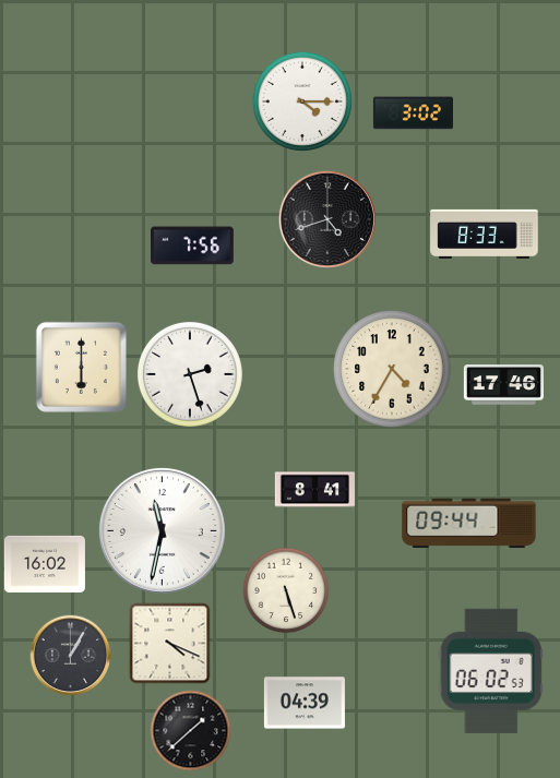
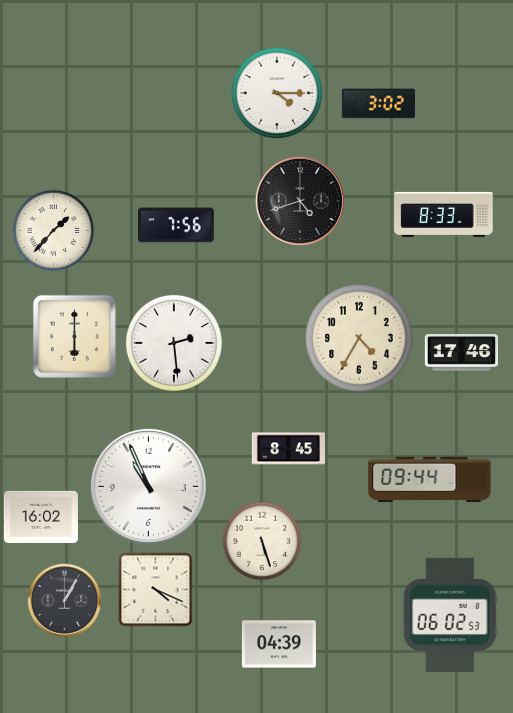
clock at (54, 231): none -> 1:37
clock at (190, 374): 2:27 -> 2:29
clock at (314, 490): 8:41 -> 8:45
clock at (162, 530): 11:32 -> 10:56
clock at (191, 731): 1:38 -> none
